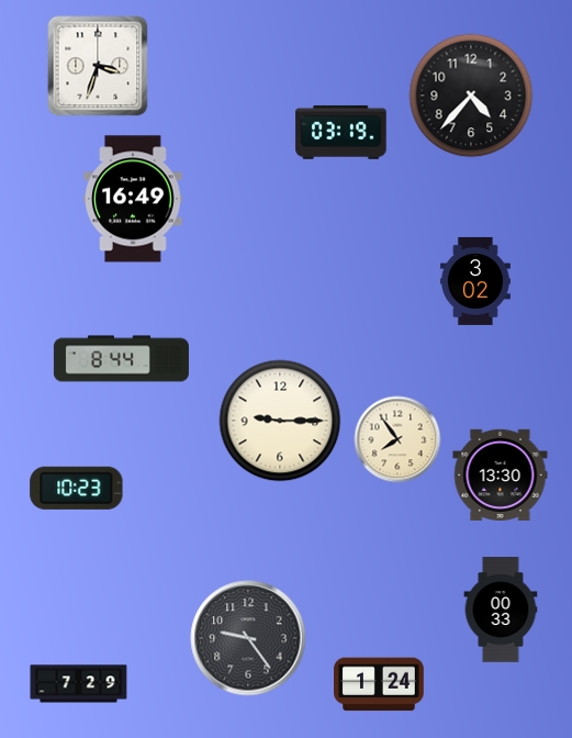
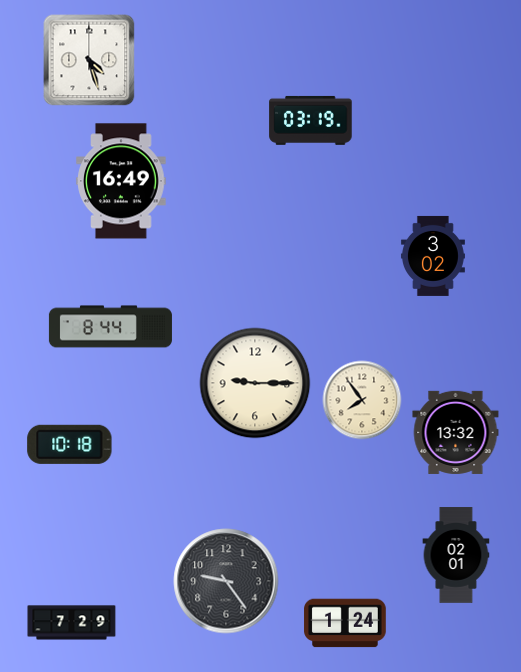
clock at (98, 66): 3:33 -> 4:27
clock at (471, 96): 4:37 -> none
clock at (501, 474): 13:30 -> 13:32
clock at (77, 488): 10:23 -> 10:18
clock at (501, 610): 00:33 -> 02:01
